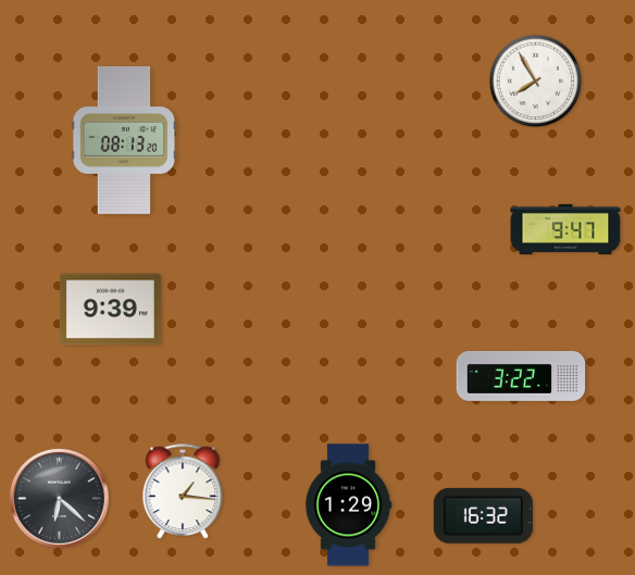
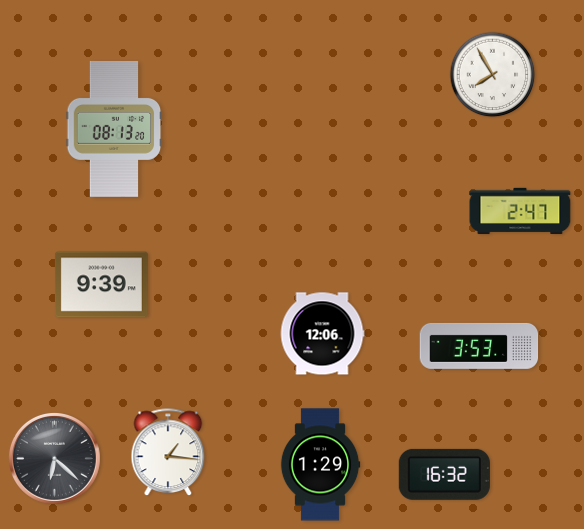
clock at (565, 229): 9:47 -> 2:47
clock at (322, 334): none -> 12:06
clock at (521, 376): 3:22 -> 3:53
